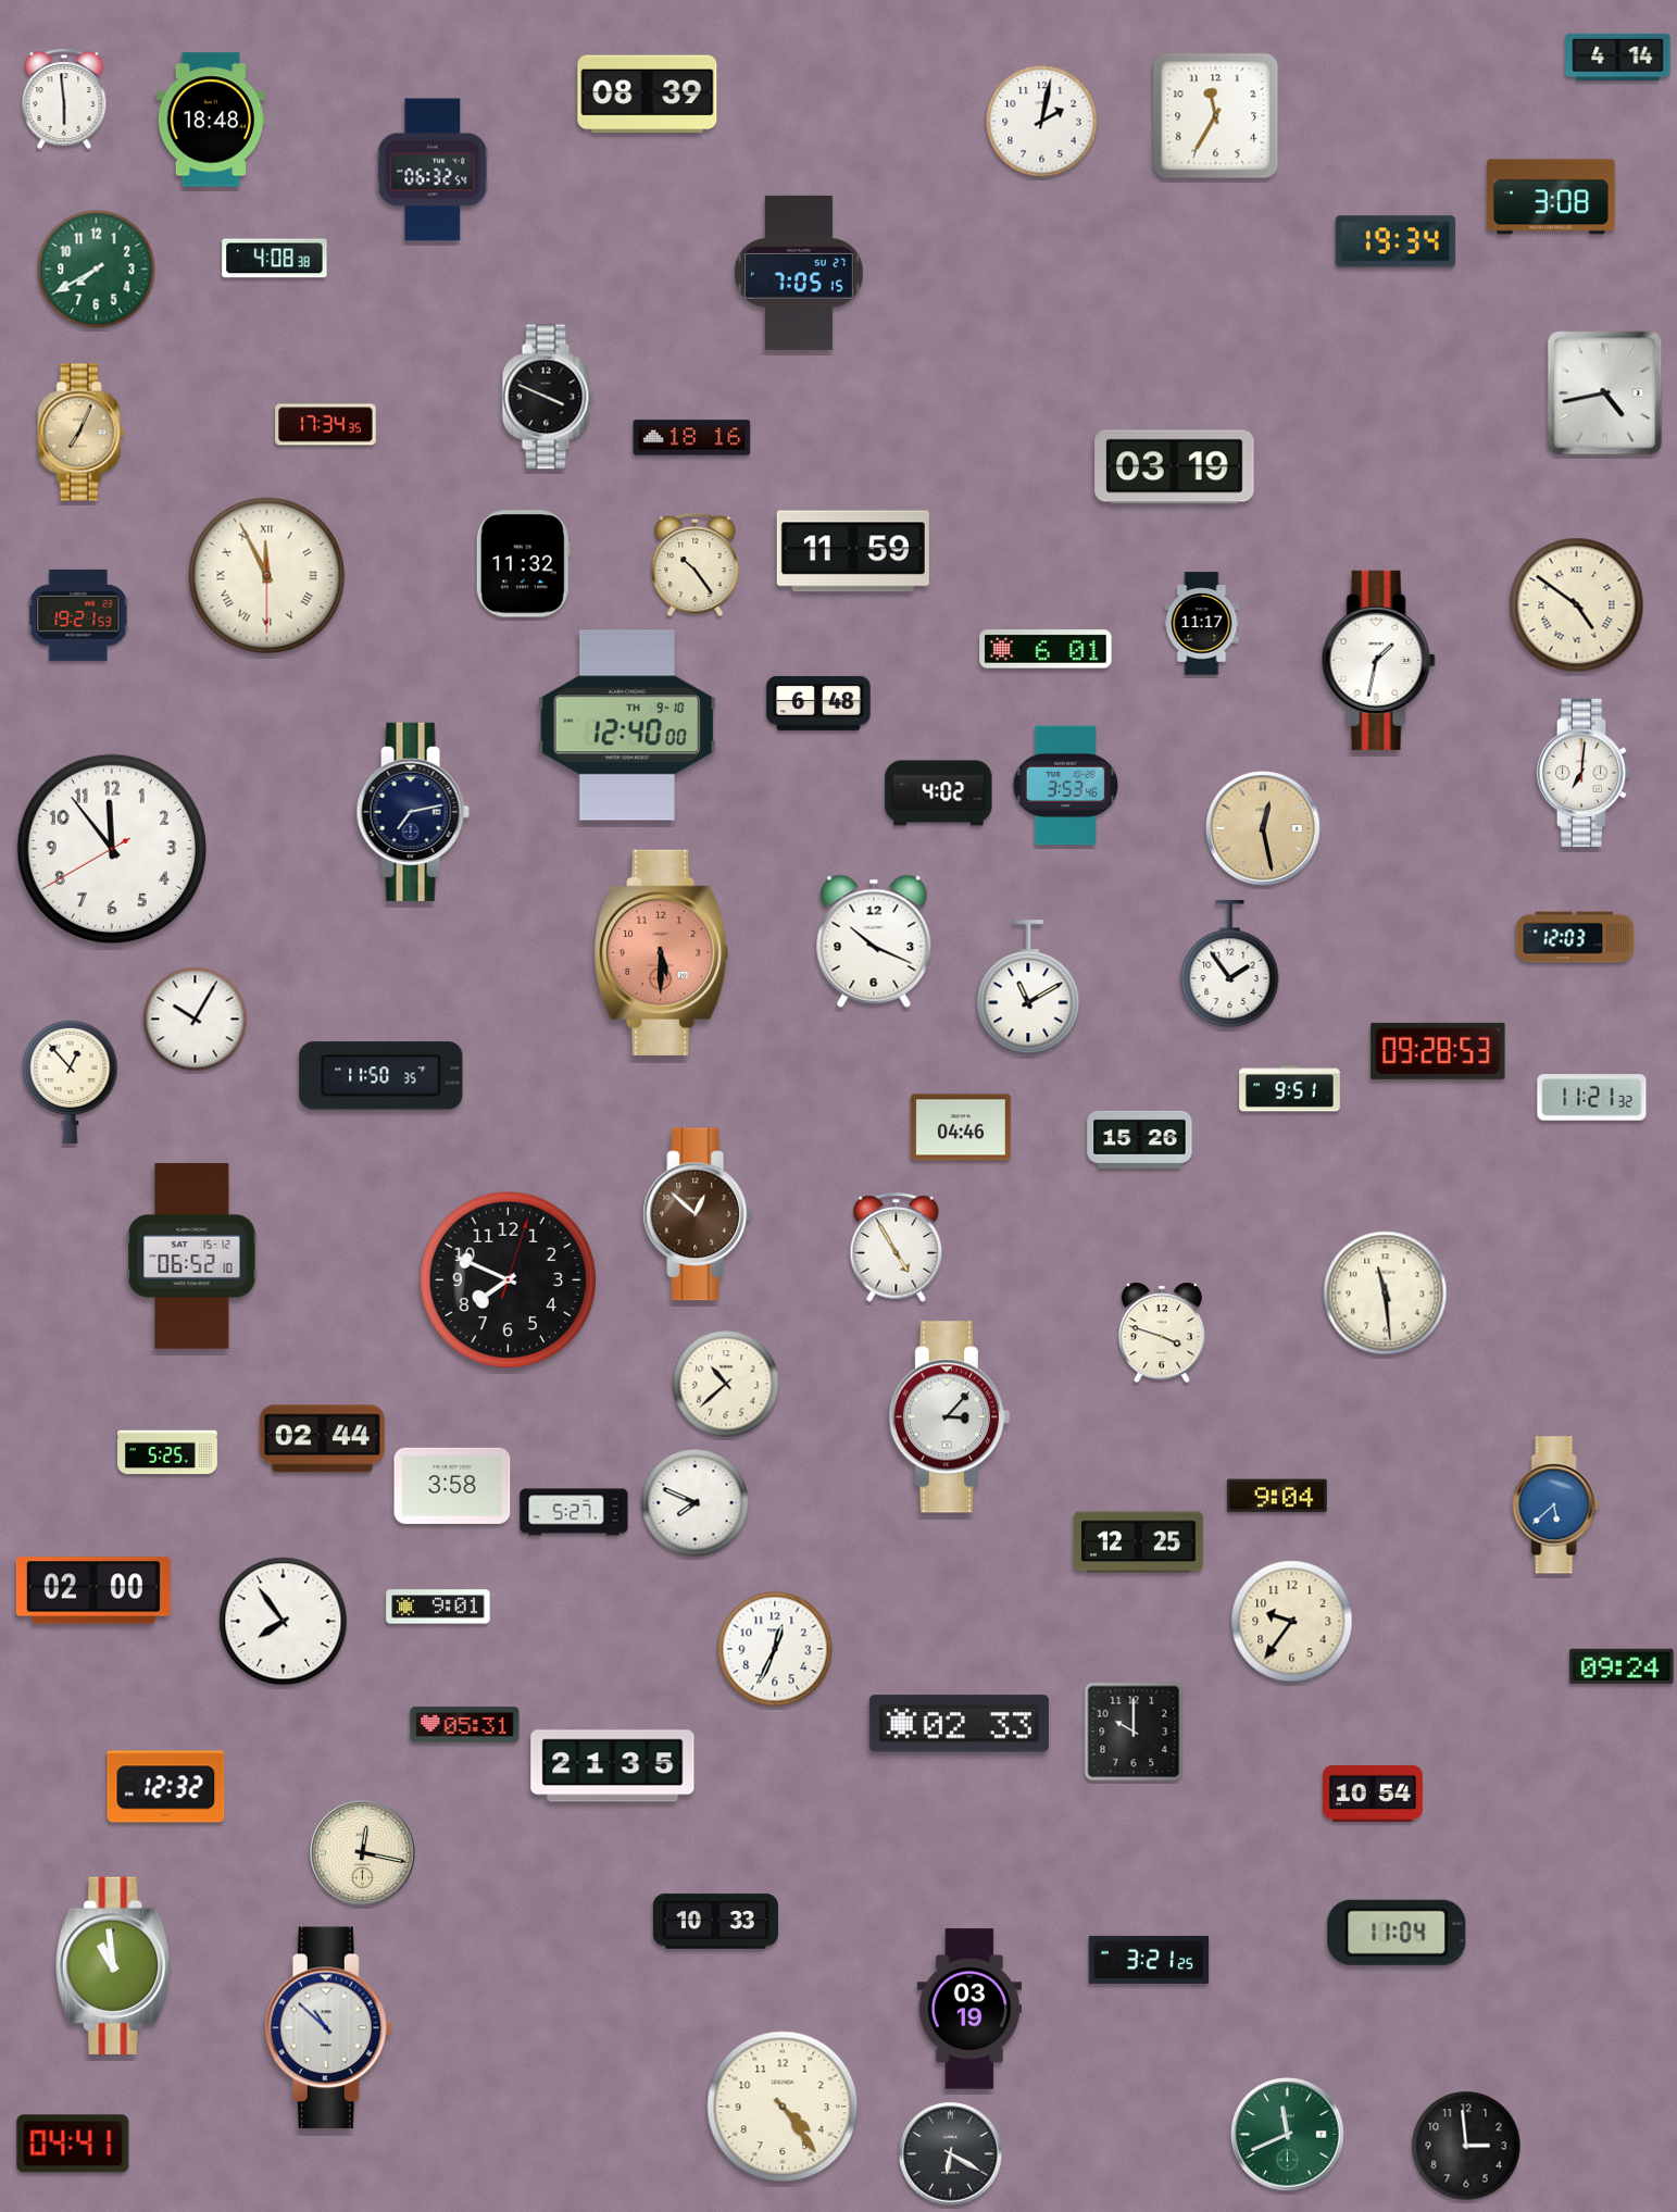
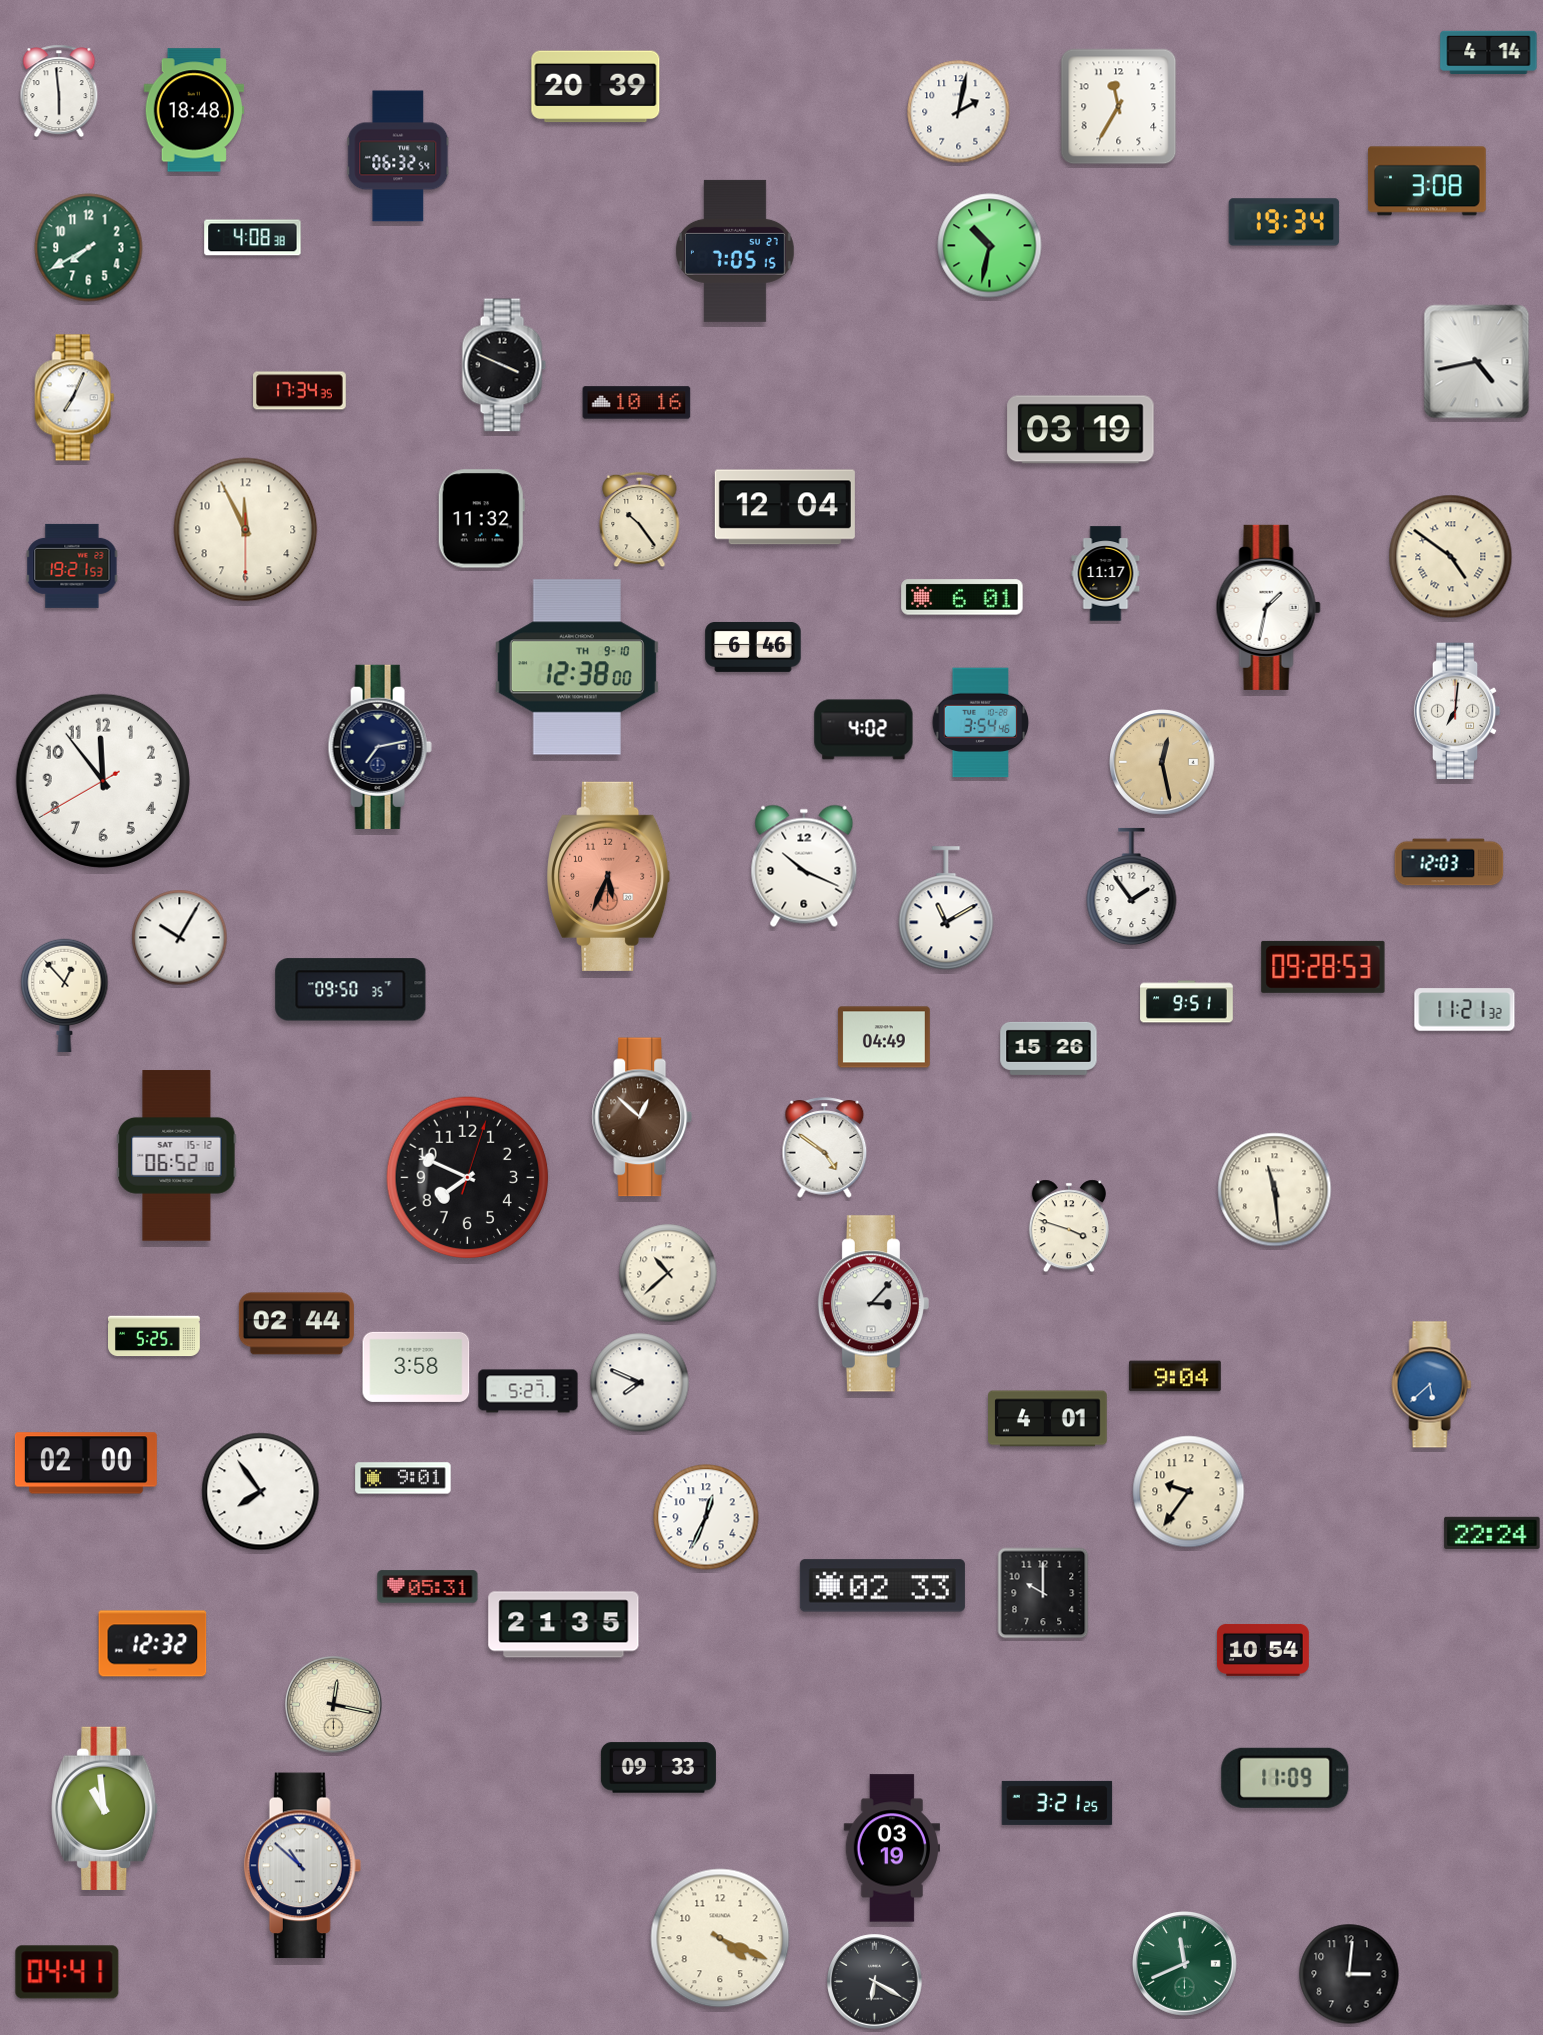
clock at (648, 95): 08:39 -> 20:39
clock at (990, 246): none -> 10:32
clock at (82, 433) dial: champagne -> white
clock at (692, 438): 18:16 -> 10:16
clock at (853, 551): 11:59 -> 12:04
clock at (267, 576) numerals: Roman -> Arabic
clock at (818, 703): 6:48 -> 6:46
clock at (627, 725): 12:40 -> 12:38
clock at (1066, 786): 3:53 -> 3:54
clock at (662, 952): 5:30 -> 5:34
clock at (381, 1076): 11:50 -> 09:50
clock at (961, 1127): 04:46 -> 04:49
clock at (897, 1248): 4:55 -> 4:51
clock at (1139, 1542): 12:25 -> 4:01
clock at (775, 1649) position: (775, 1649) -> (706, 1517)
clock at (1622, 1666): 09:24 -> 22:24
clock at (715, 1922): 10:33 -> 09:33
clock at (1397, 1933): 11:04 -> 11:09
clock at (783, 2107): 4:24 -> 4:19
clock at (1466, 2146): 2:59 -> 3:01
